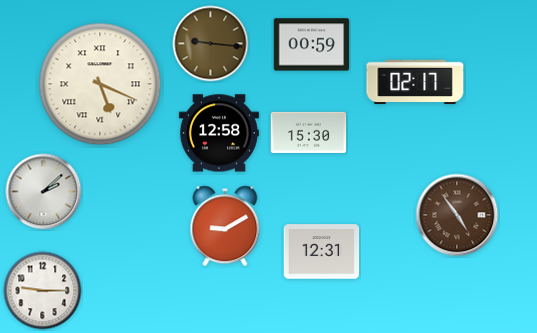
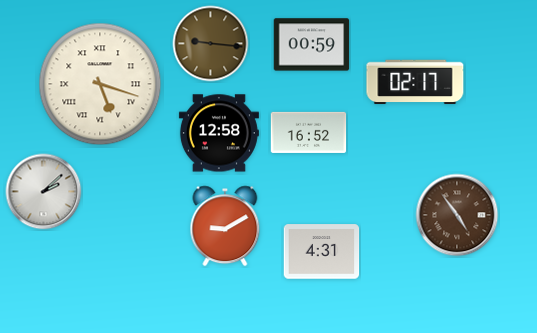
clock at (100, 84): 5:19 -> 5:18
clock at (309, 132): 15:30 -> 16:52
clock at (322, 252): 12:31 -> 4:31
clock at (43, 291): 9:15 -> none
